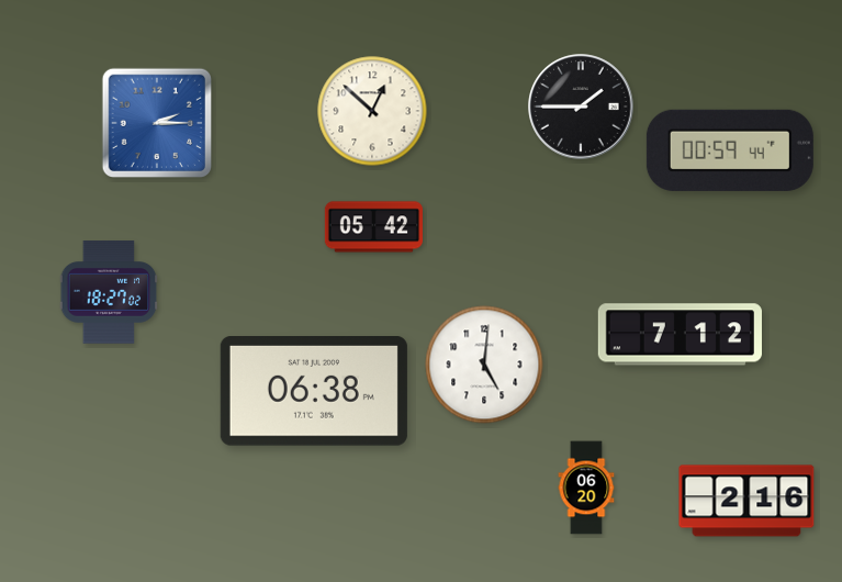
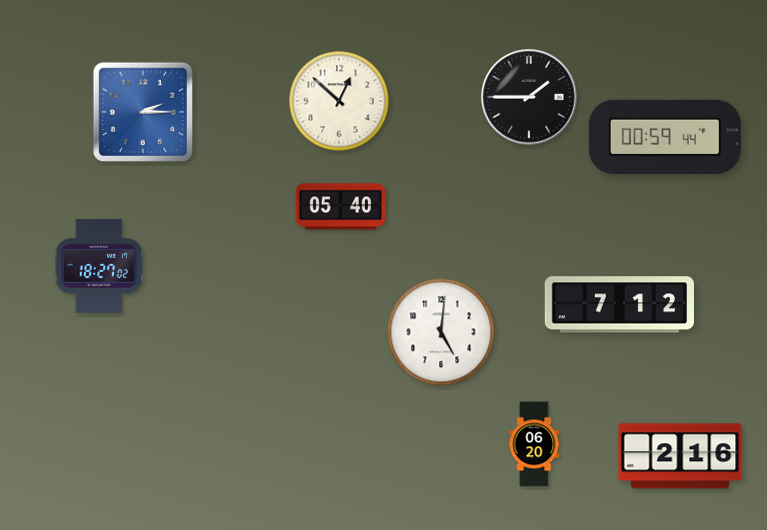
clock at (373, 227): 05:42 -> 05:40
clock at (314, 392): 06:38 -> none
